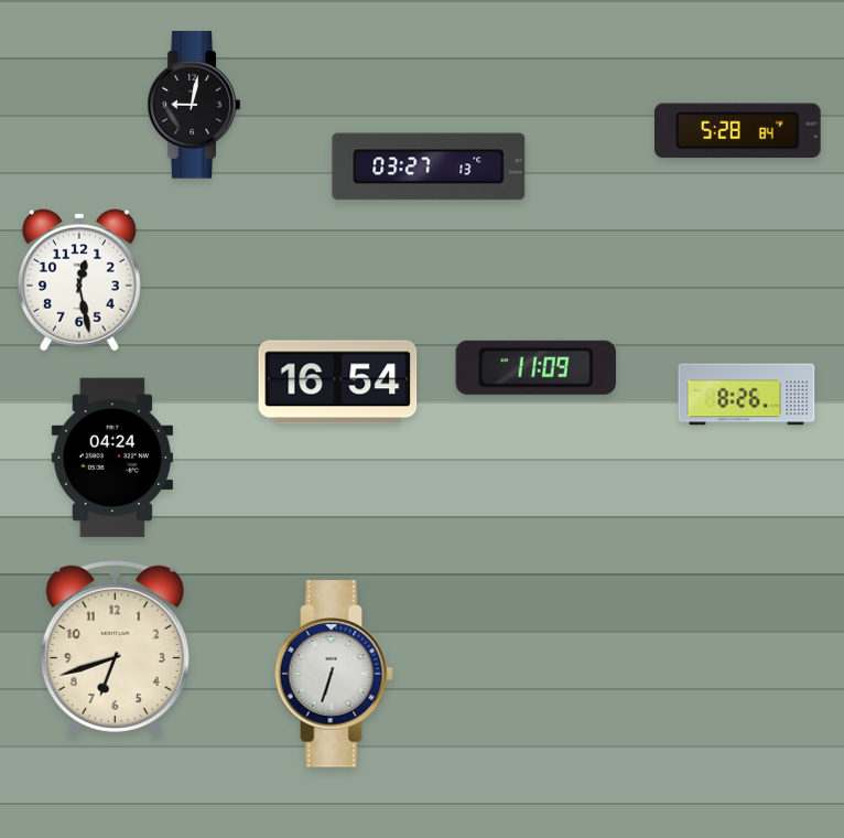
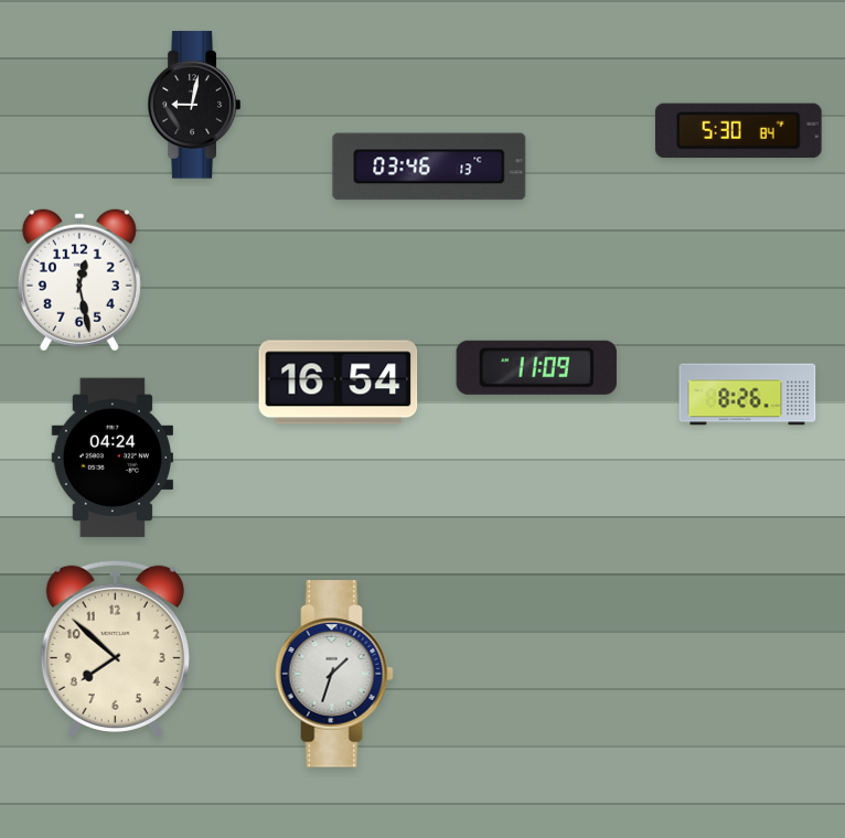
clock at (737, 131): 5:28 -> 5:30
clock at (429, 166): 03:27 -> 03:46
clock at (115, 648): 6:42 -> 7:52
clock at (334, 674): 6:33 -> 1:33
